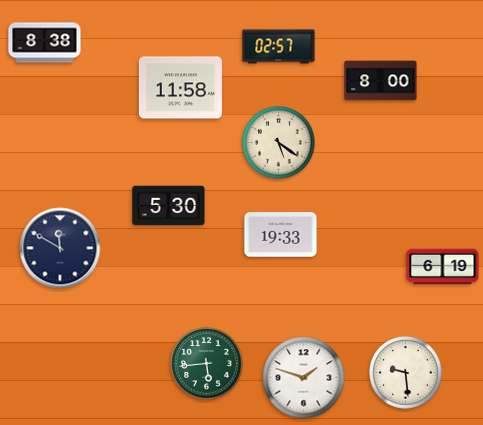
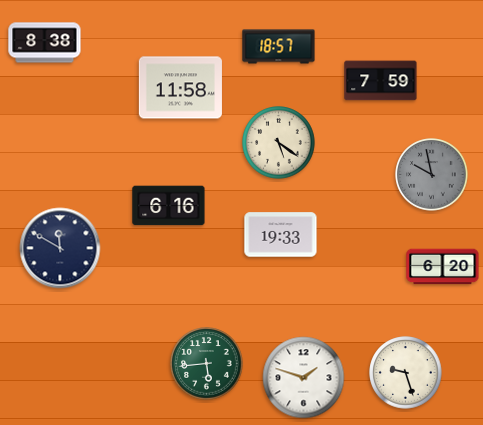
clock at (279, 47): 02:57 -> 18:57
clock at (381, 81): 8:00 -> 7:59
clock at (432, 175): none -> 9:58
clock at (169, 206): 5:30 -> 6:16
clock at (443, 267): 6:19 -> 6:20
clock at (406, 373): 9:29 -> 9:27
